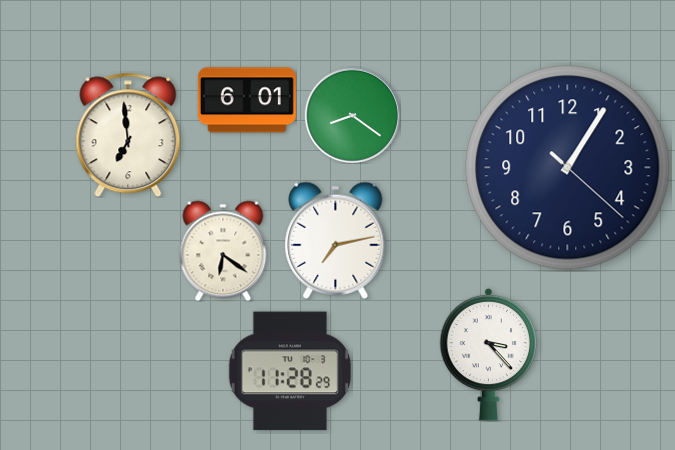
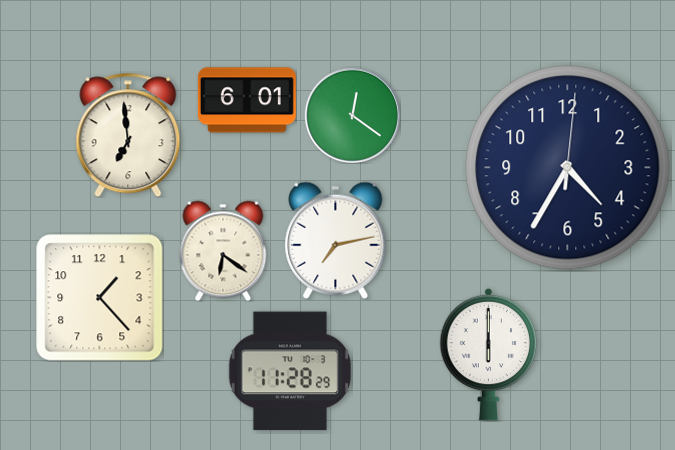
clock at (352, 115): 8:21 -> 12:21
clock at (568, 168): 1:05 -> 4:35
clock at (100, 298): none -> 1:23
clock at (489, 354): 3:23 -> 6:00
